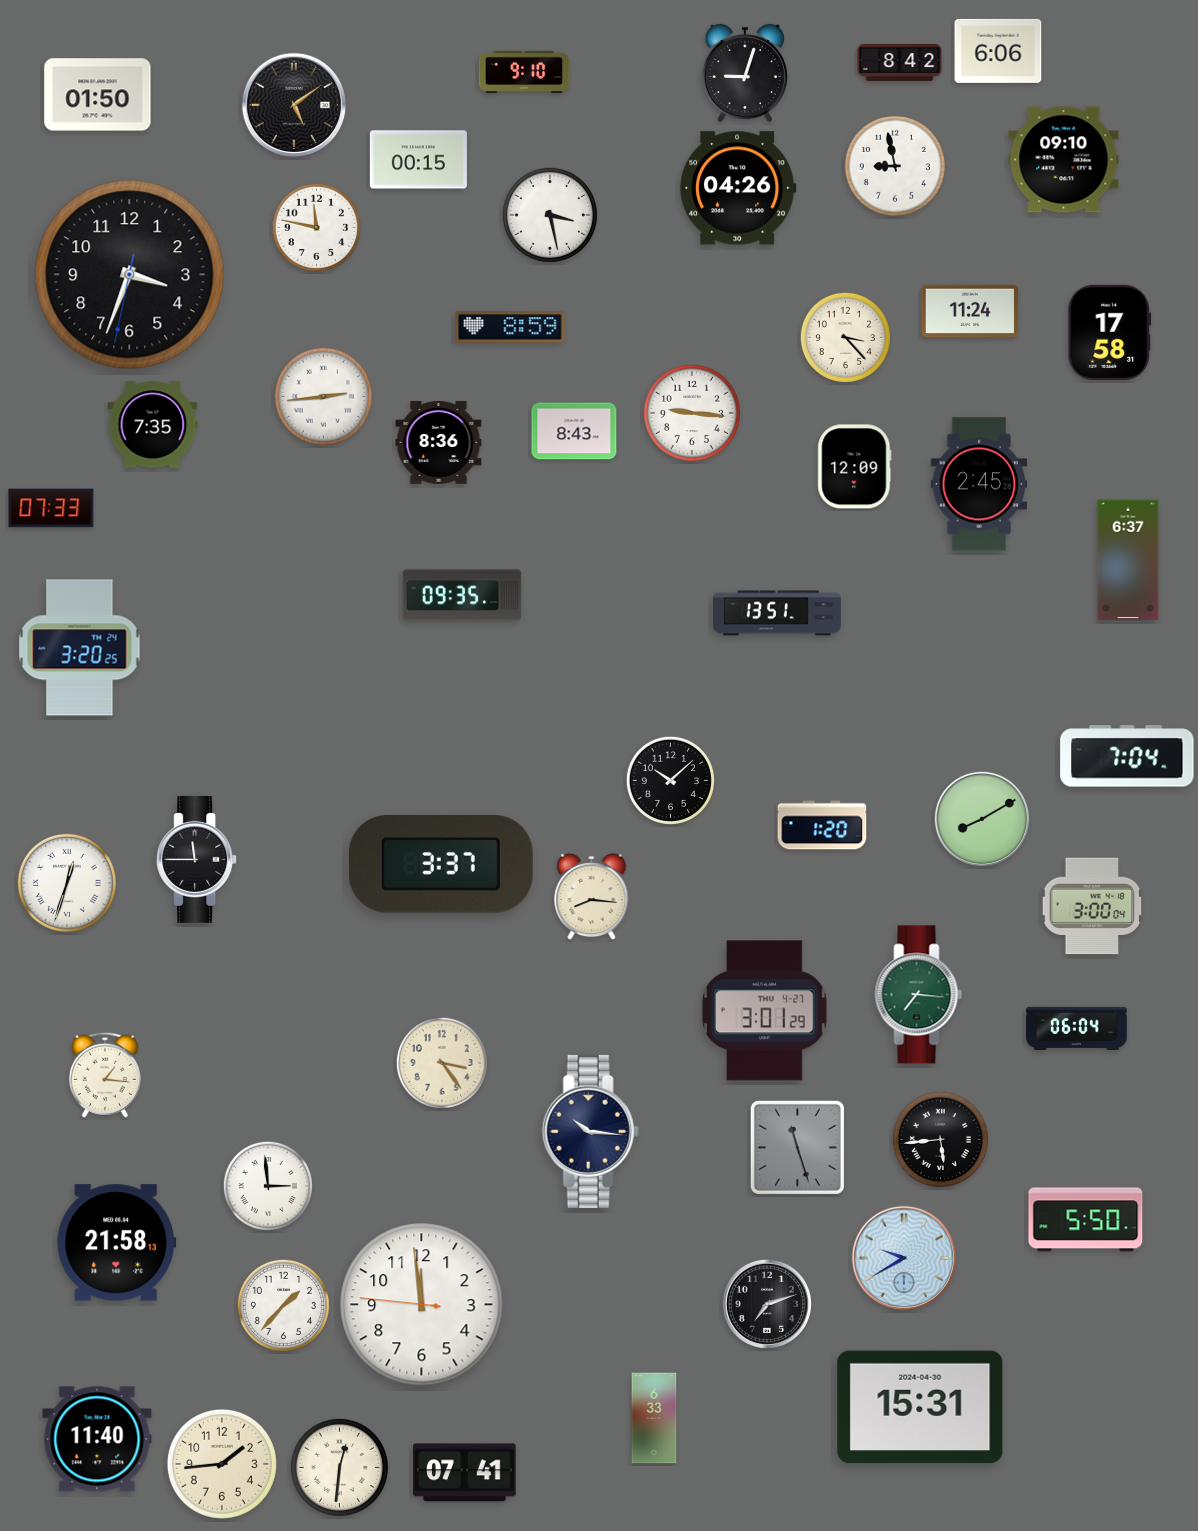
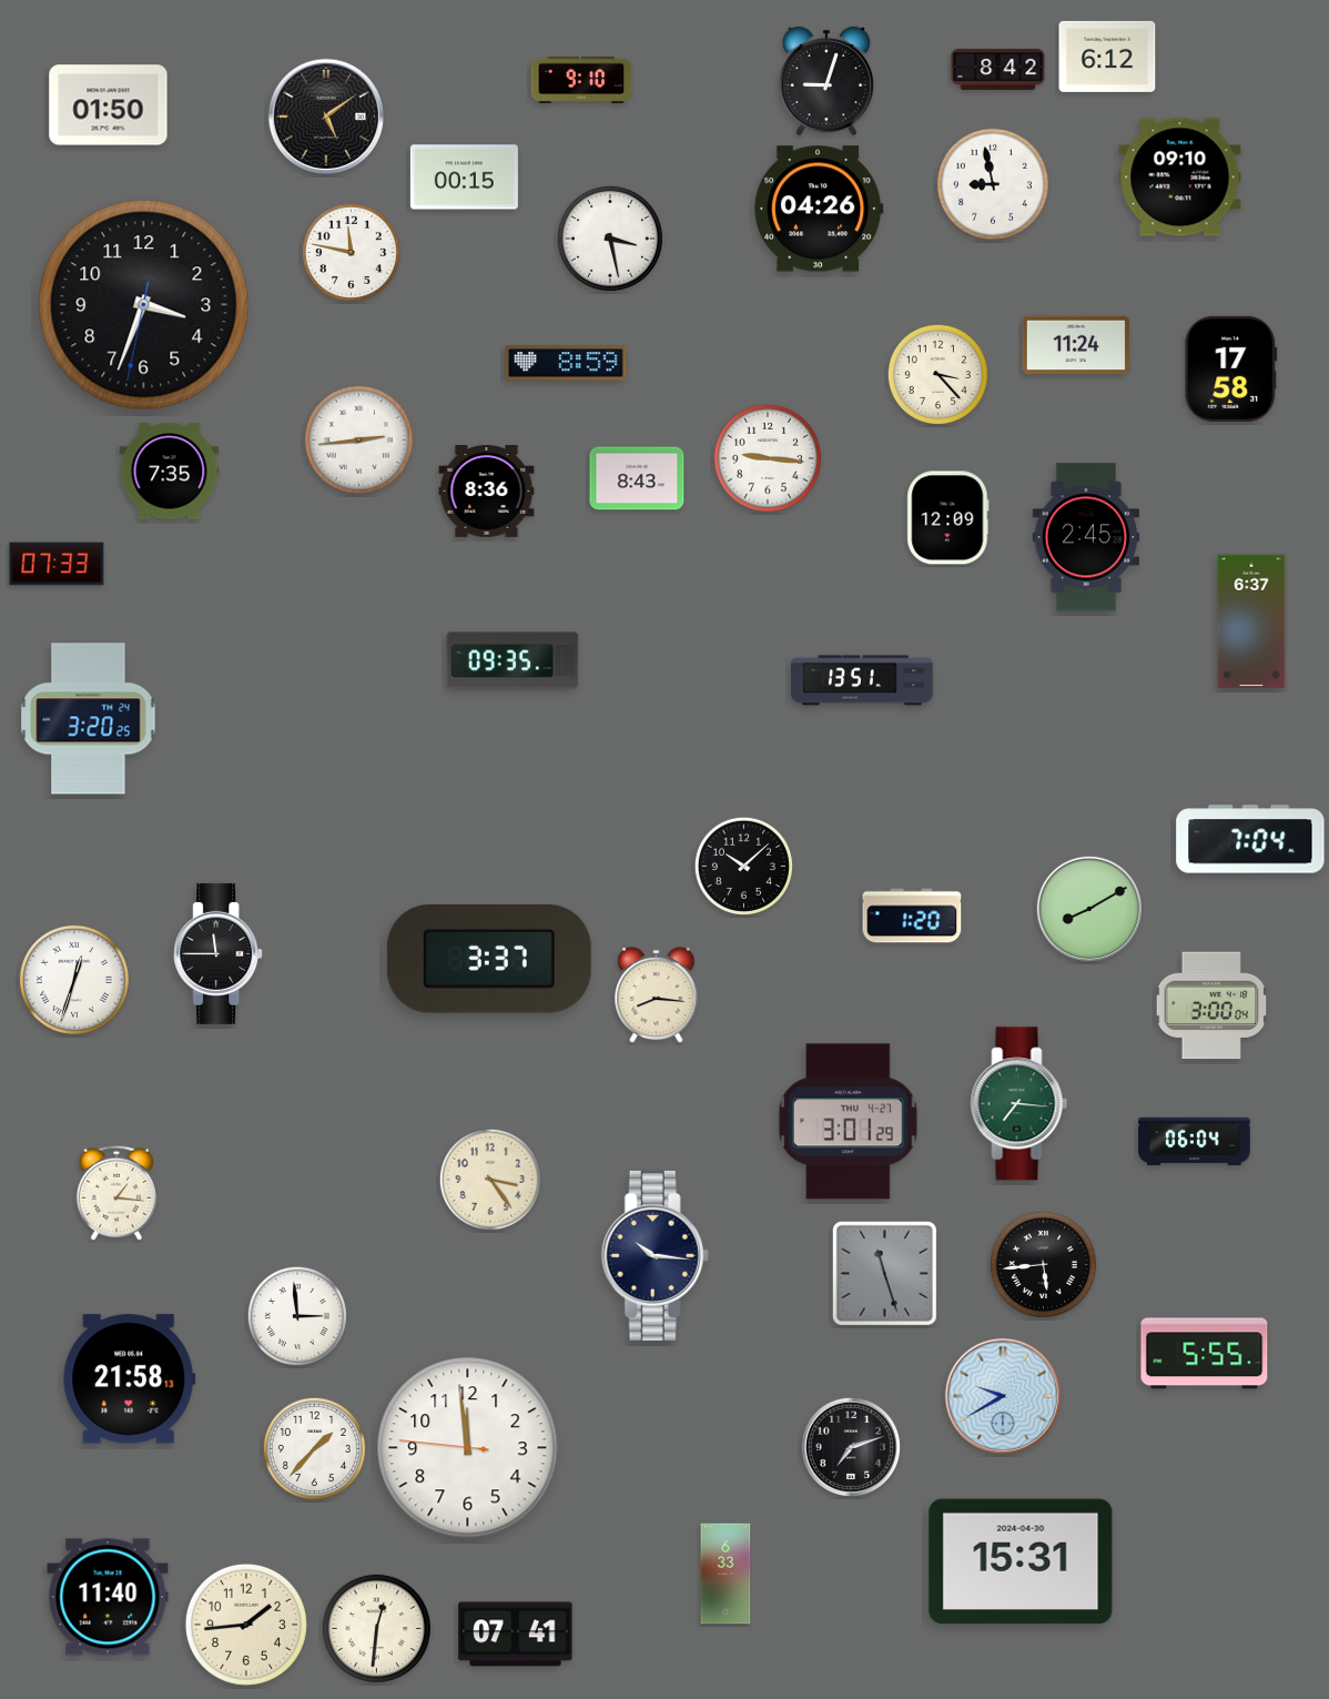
clock at (998, 51): 6:06 -> 6:12
clock at (1086, 1220): 5:50 -> 5:55
